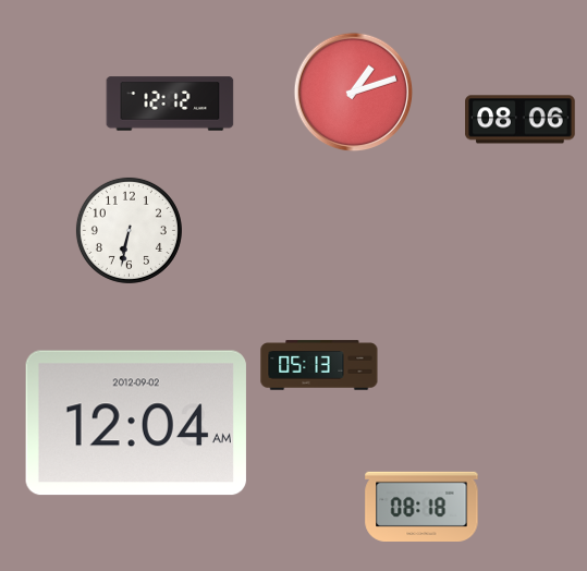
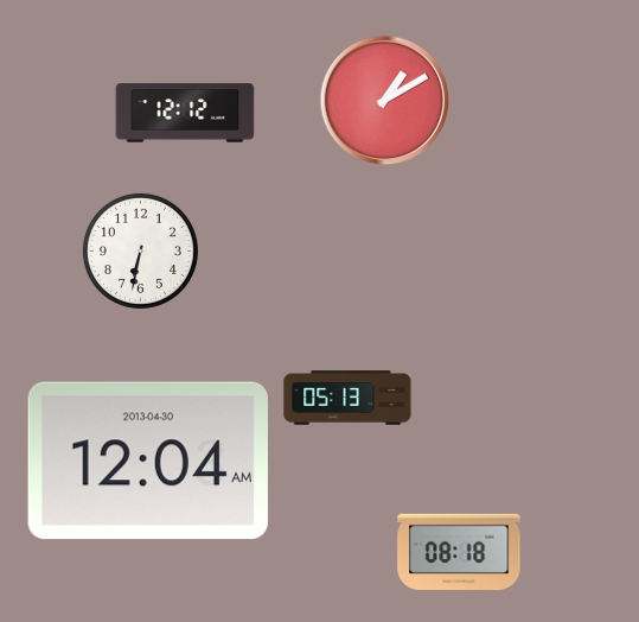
clock at (354, 93): 1:12 -> 1:10
clock at (521, 120): 08:06 -> none
clock at (136, 423) date: 2012-09-02 -> 2013-04-30
